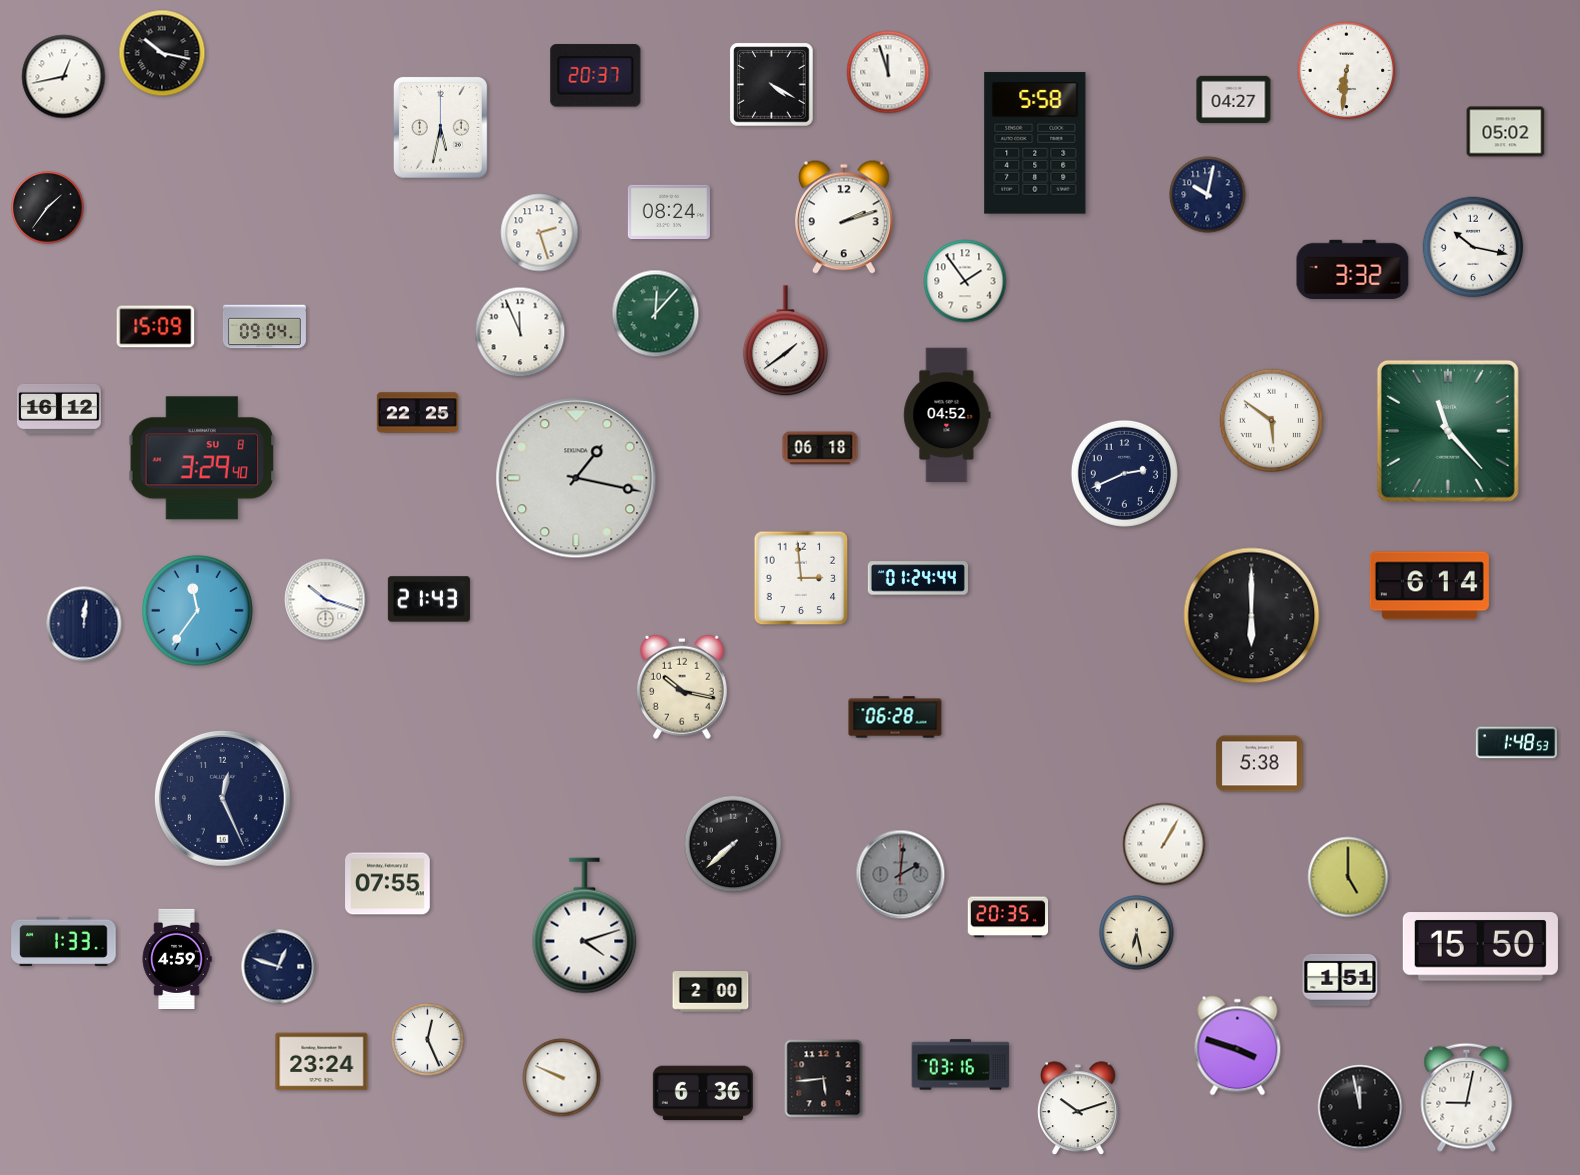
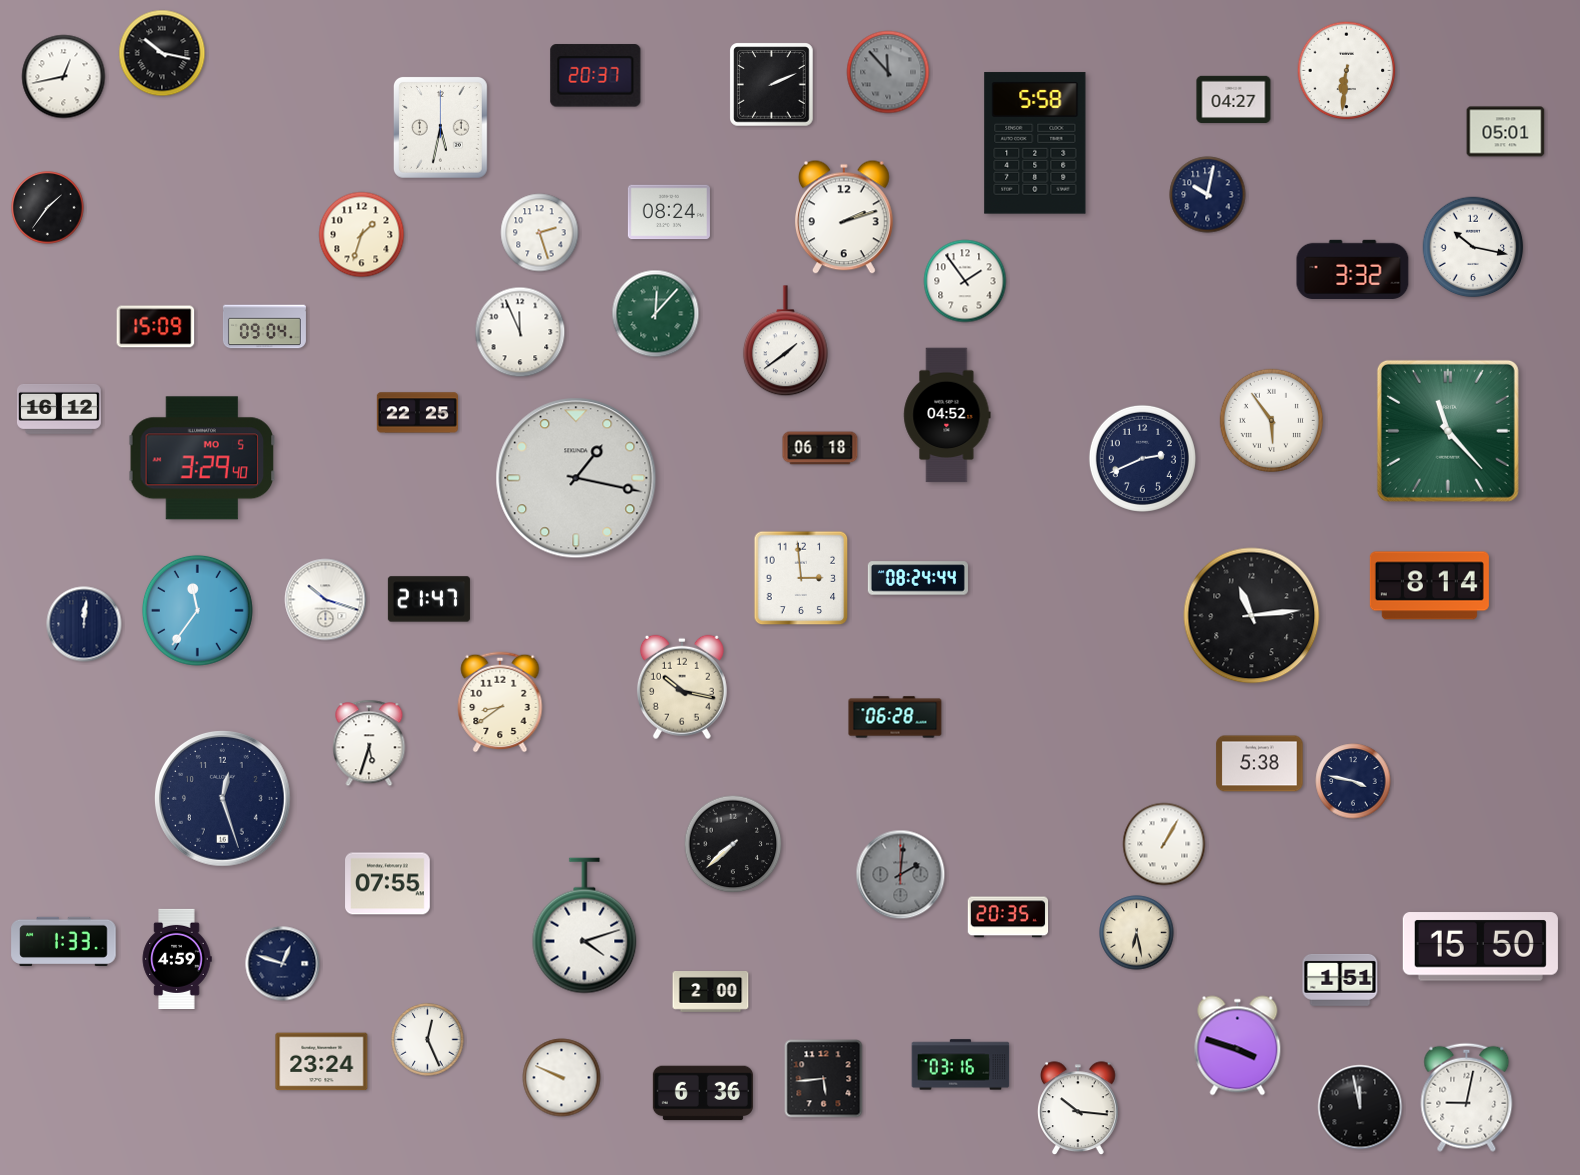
clock at (888, 72): 11:57 -> 11:53
clock at (888, 72) dial: white -> grey
clock at (772, 85): 4:20 -> 2:11
clock at (1506, 132): 05:02 -> 05:01
clock at (362, 235): none -> 1:33
clock at (1271, 420): 5:51 -> 5:54
clock at (202, 458) date: SU 8 -> MO 5
clock at (1124, 473) position: (1124, 473) -> (1142, 458)
clock at (918, 578): 01:24 -> 08:24
clock at (1429, 586): 6:14 -> 8:14
clock at (429, 599): 21:43 -> 21:47
clock at (1252, 616): 6:00 -> 11:14
clock at (500, 702): none -> 8:39
clock at (369, 743): none -> 5:33
clock at (1516, 743): 1:48 -> none
clock at (1353, 781): none -> 3:47
clock at (223, 798): 12:26 -> 12:27
clock at (1348, 877): 5:00 -> none
clock at (279, 967) position: (279, 967) -> (283, 964)
clock at (1079, 1109): 10:12 -> 10:16
